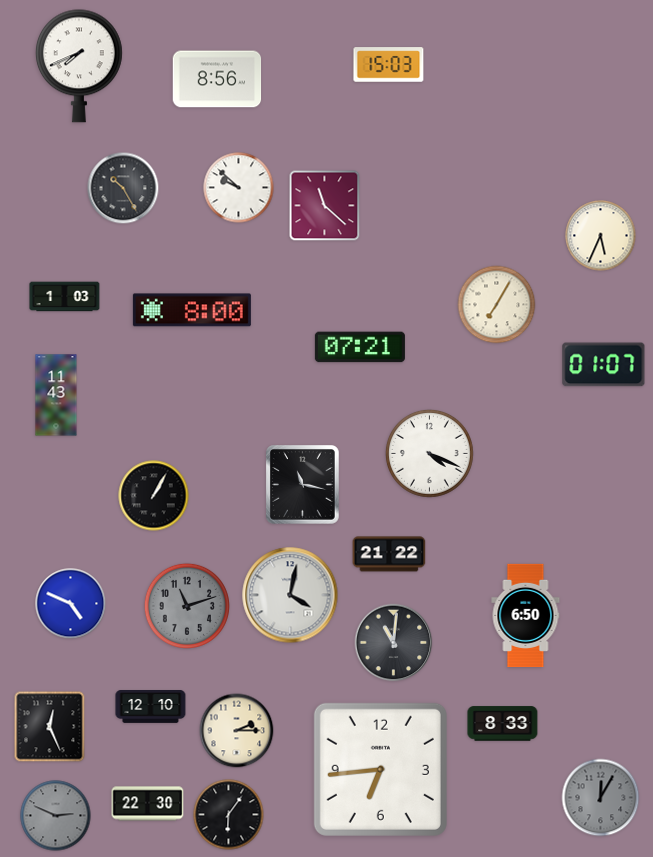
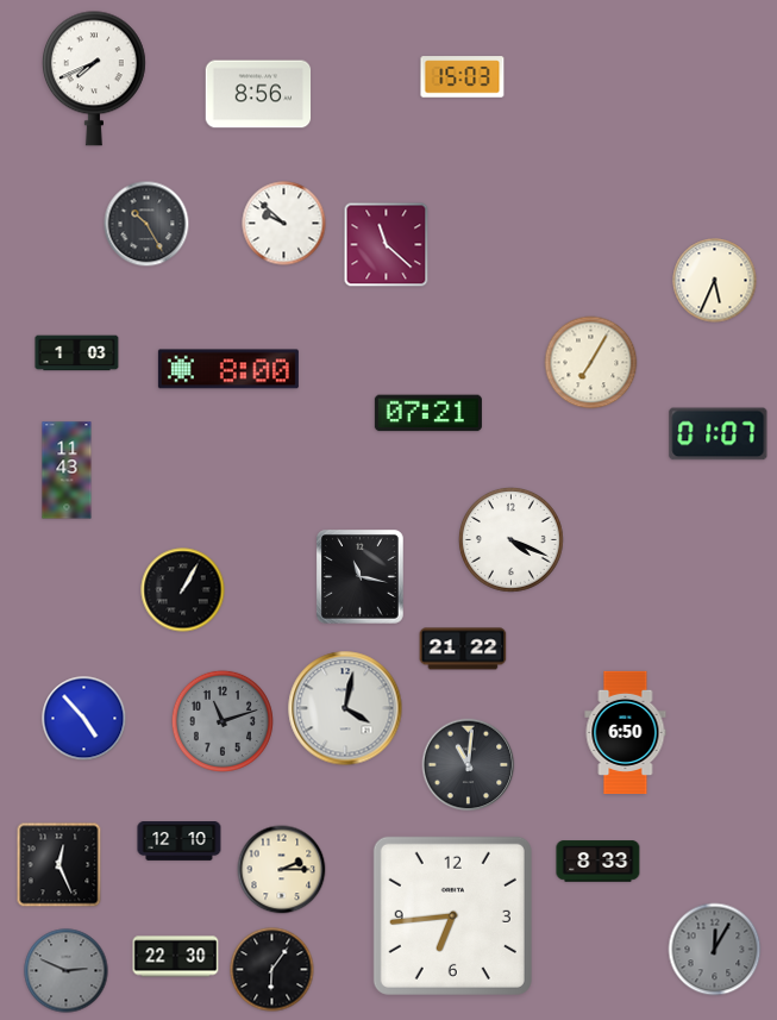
clock at (389, 554) position: (389, 554) -> (463, 649)
clock at (71, 604): 4:49 -> 4:53
